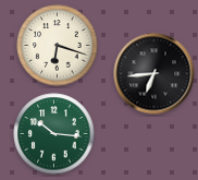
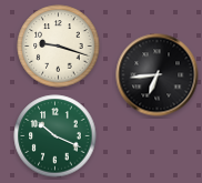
clock at (58, 46): 6:18 -> 9:18
clock at (54, 134): 10:16 -> 10:19
